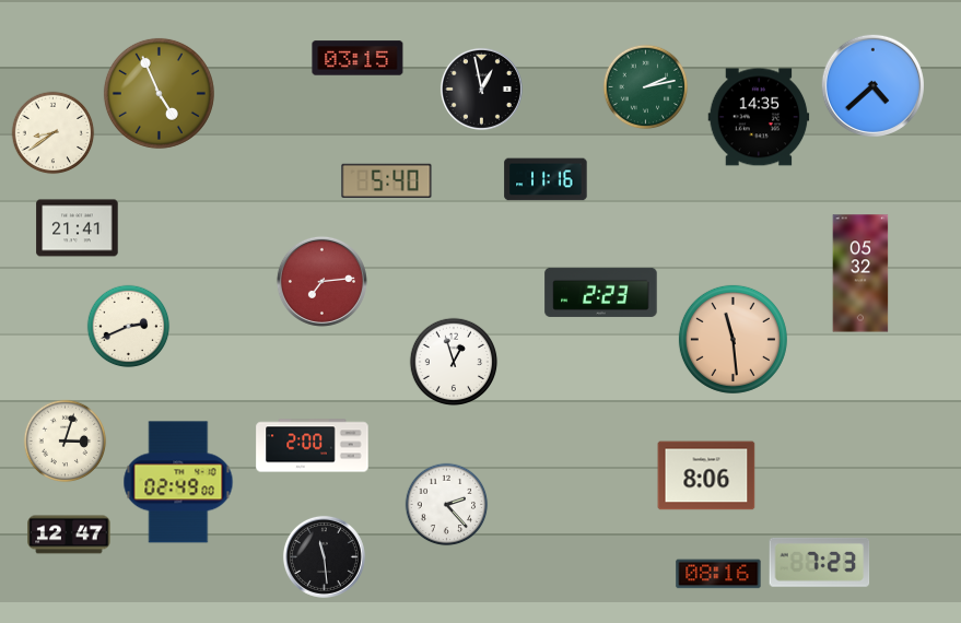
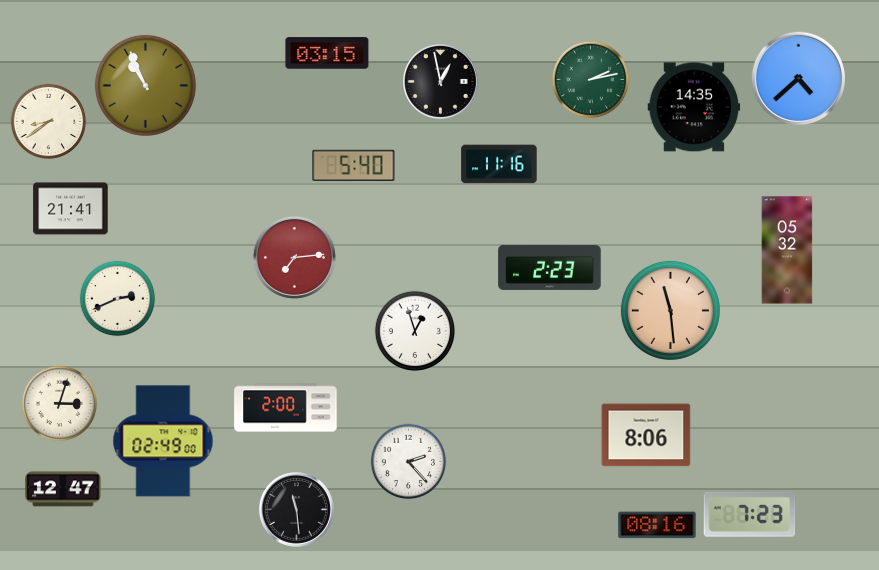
clock at (159, 93): 4:56 -> 10:56
